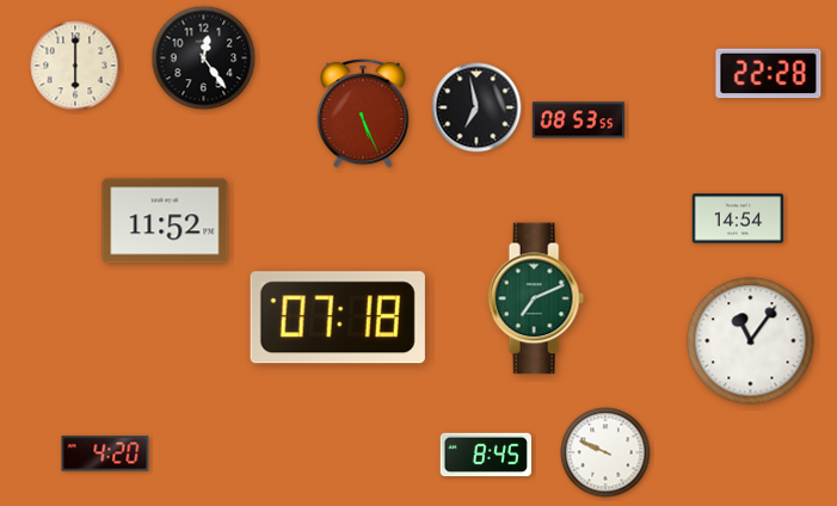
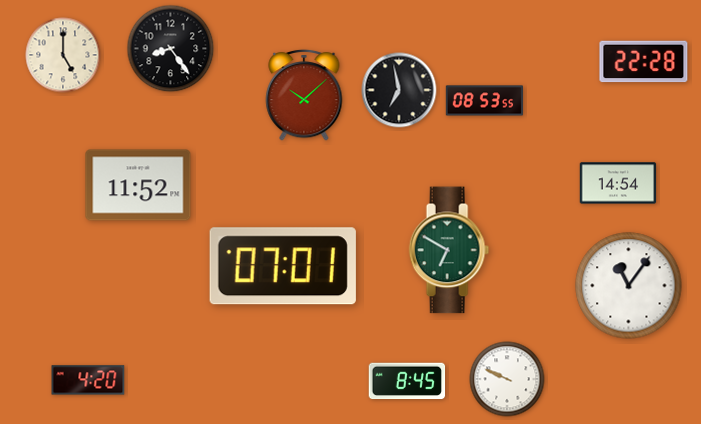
clock at (204, 58): 12:24 -> 8:24
clock at (75, 66): 6:00 -> 5:00
clock at (363, 113): 5:26 -> 10:08
clock at (536, 298): 7:11 -> 6:50
clock at (338, 317): 07:18 -> 07:01
